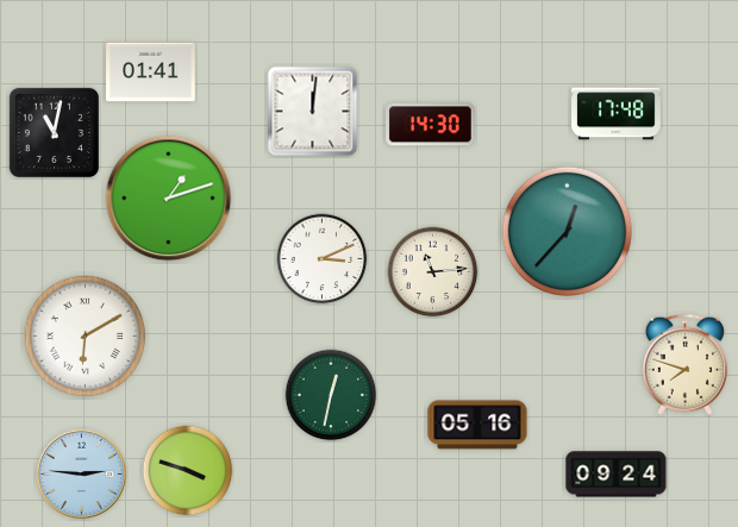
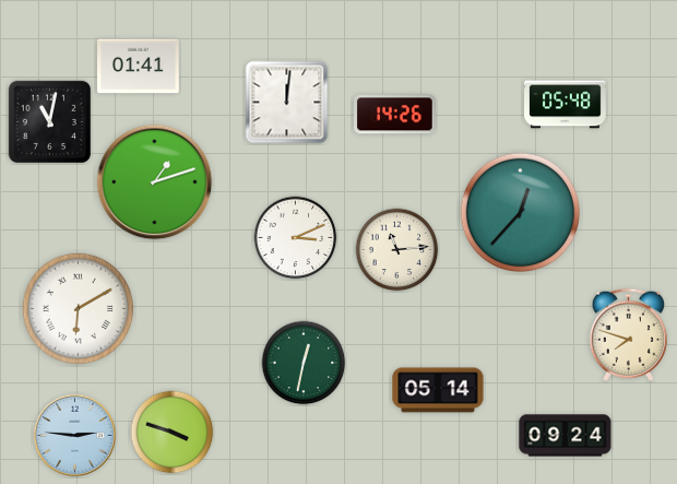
clock at (617, 114): 17:48 -> 05:48
clock at (431, 125): 14:30 -> 14:26
clock at (477, 425): 05:16 -> 05:14
